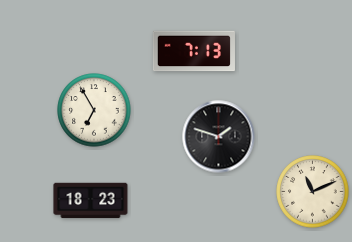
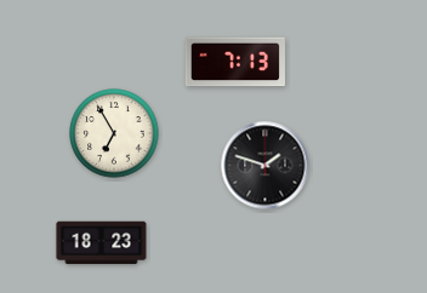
clock at (313, 192): 11:11 -> none
clock at (91, 201) position: (91, 201) -> (102, 243)
